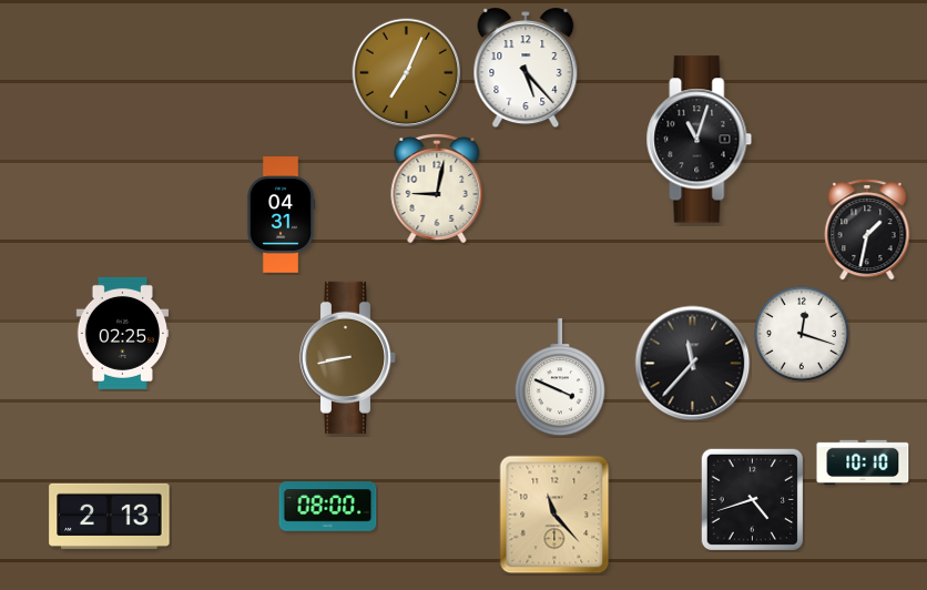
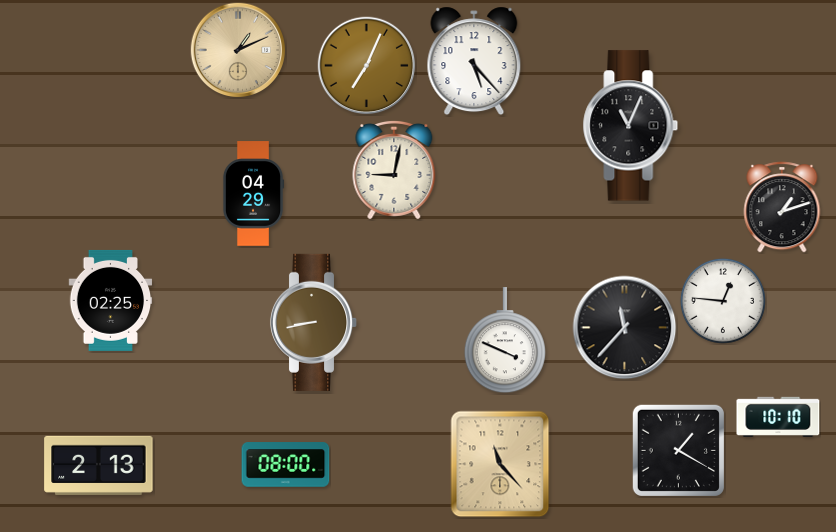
clock at (238, 50): none -> 1:11
clock at (700, 140): 11:03 -> 11:04
clock at (281, 215): 04:31 -> 04:29
clock at (867, 230): 1:32 -> 1:12
clock at (802, 334): 12:18 -> 12:46
clock at (752, 499): 4:42 -> 1:20
clock at (328, 507) position: (328, 507) -> (286, 465)
